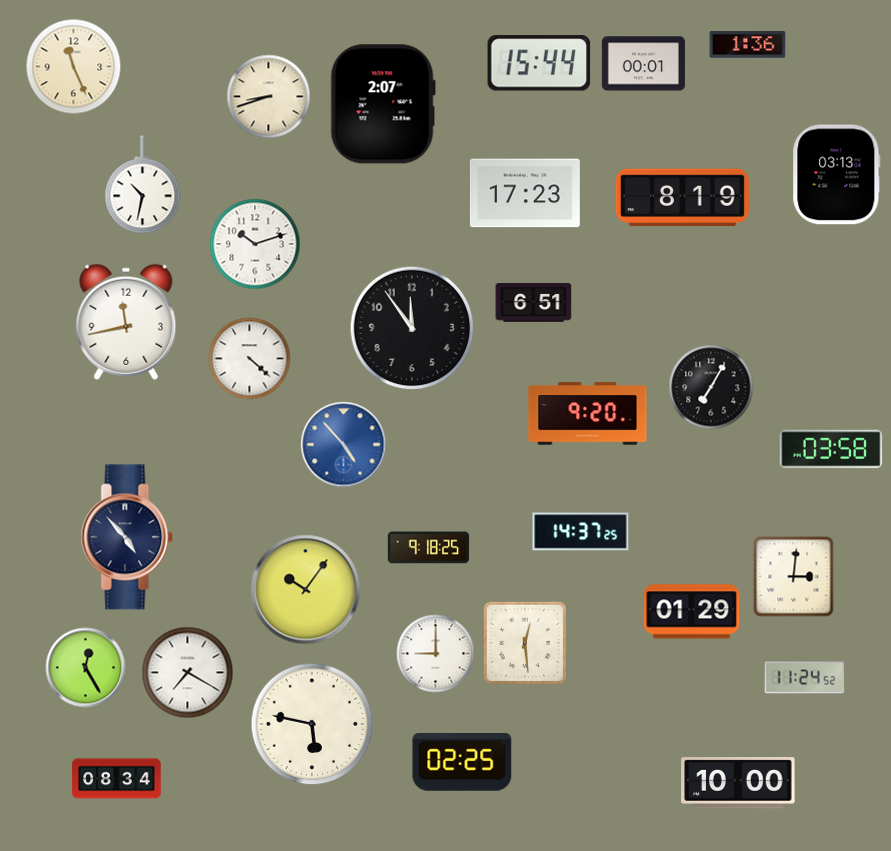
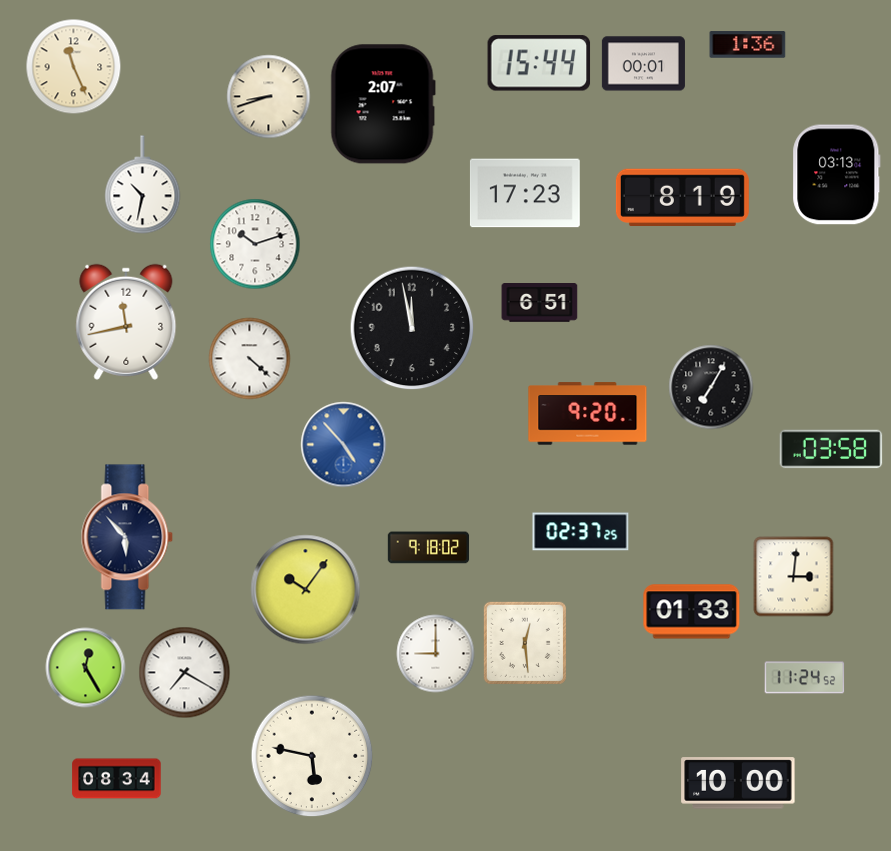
clock at (534, 303) position: (534, 303) -> (540, 303)
clock at (412, 328): 11:54 -> 11:58
clock at (581, 532): 14:37 -> 02:37
clock at (127, 537): 4:53 -> 5:53
clock at (429, 548): 9:18:25 -> 9:18:02
clock at (692, 612): 01:29 -> 01:33
clock at (188, 673) position: (188, 673) -> (185, 673)
clock at (312, 724) position: (312, 724) -> (312, 756)
clock at (462, 763): 02:25 -> none
